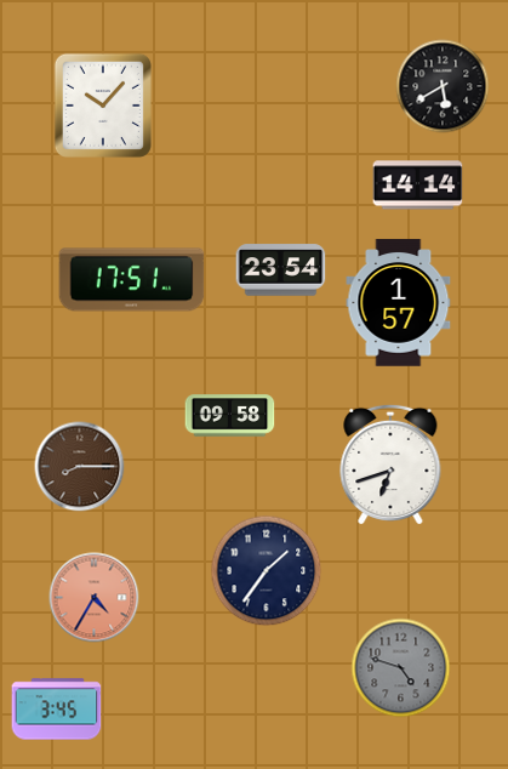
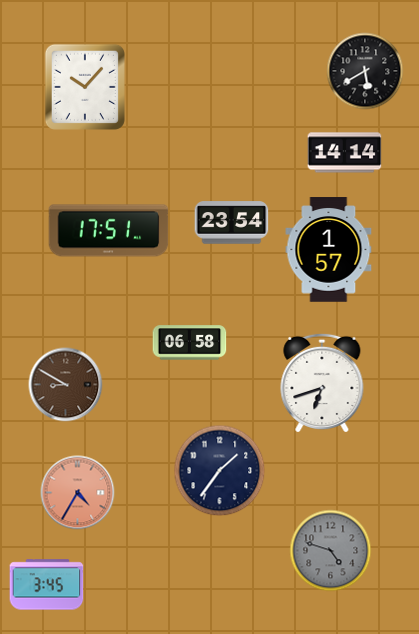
clock at (230, 416): 09:58 -> 06:58
clock at (80, 467): 8:15 -> 8:50
